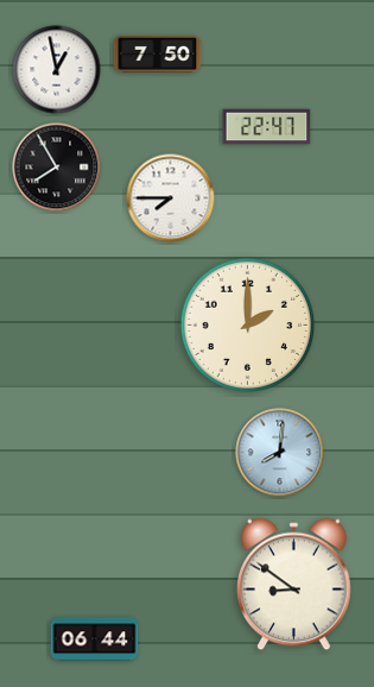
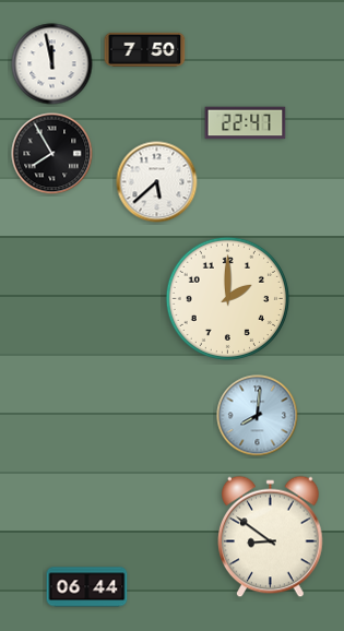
clock at (57, 70): 12:58 -> 11:58
clock at (267, 127) position: (267, 127) -> (246, 123)
clock at (171, 198): 7:45 -> 5:38
